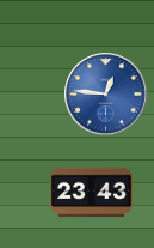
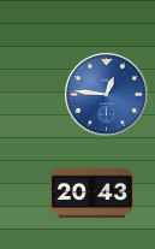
clock at (91, 193): 23:43 -> 20:43
